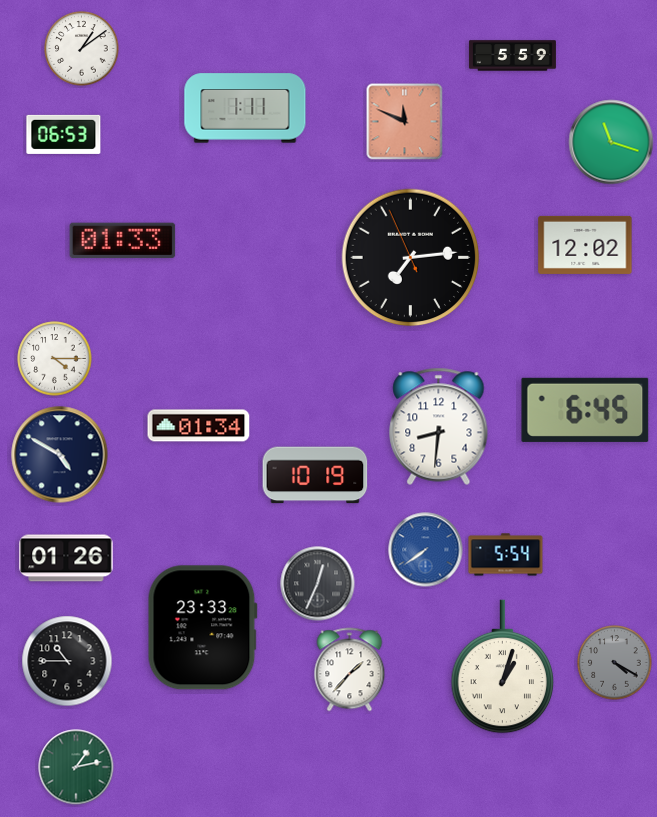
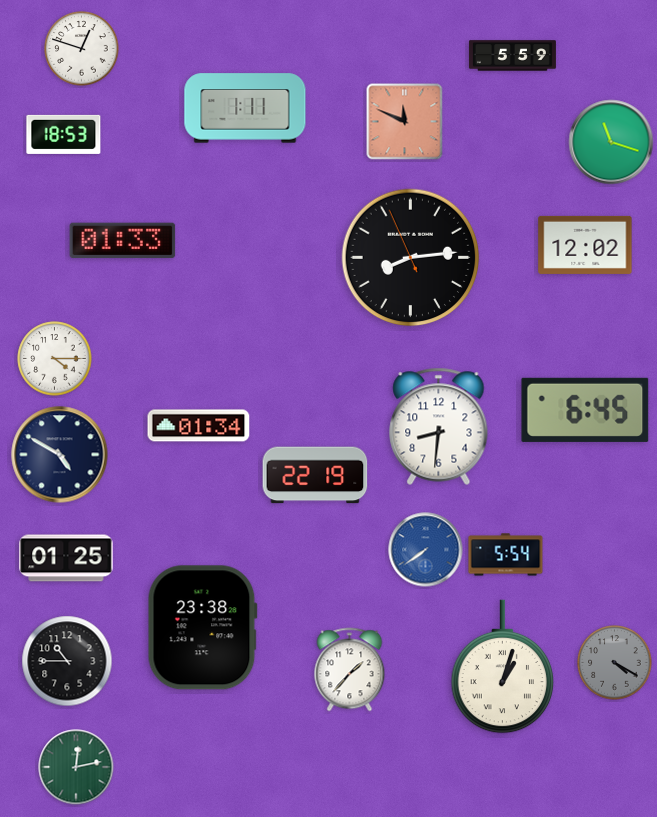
clock at (82, 49): 1:09 -> 12:48
clock at (64, 134): 06:53 -> 18:53
clock at (411, 258): 7:13 -> 8:13
clock at (315, 475): 10:19 -> 22:19
clock at (66, 558): 01:26 -> 01:25
clock at (318, 584): 12:34 -> none
clock at (202, 628): 23:33 -> 23:38
clock at (76, 767): 1:13 -> 12:13
